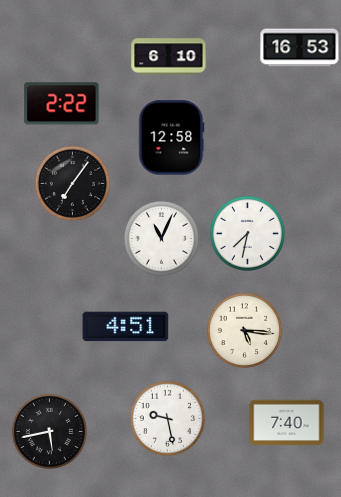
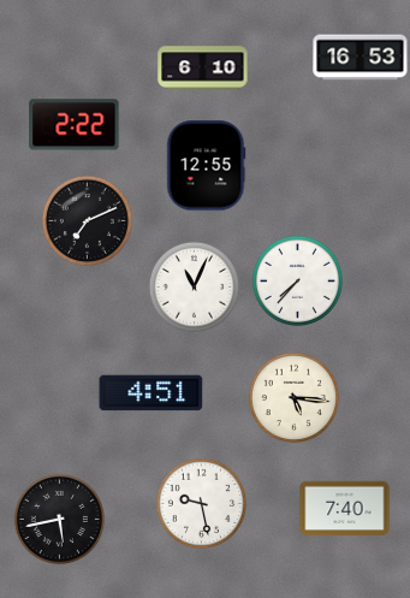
clock at (171, 138): 12:58 -> 12:55
clock at (72, 183): 7:06 -> 7:11
clock at (247, 233): 7:32 -> 7:37
